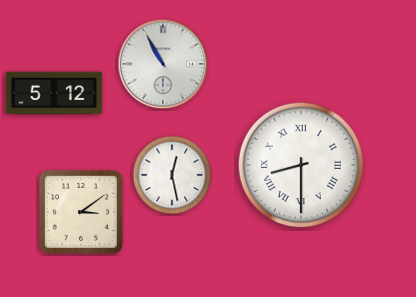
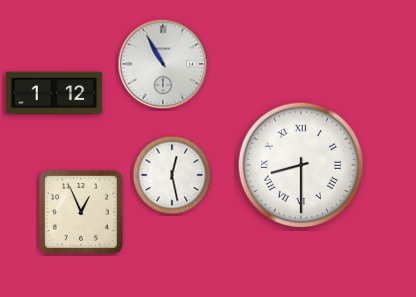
clock at (54, 93): 5:12 -> 1:12
clock at (81, 212): 3:09 -> 12:56
